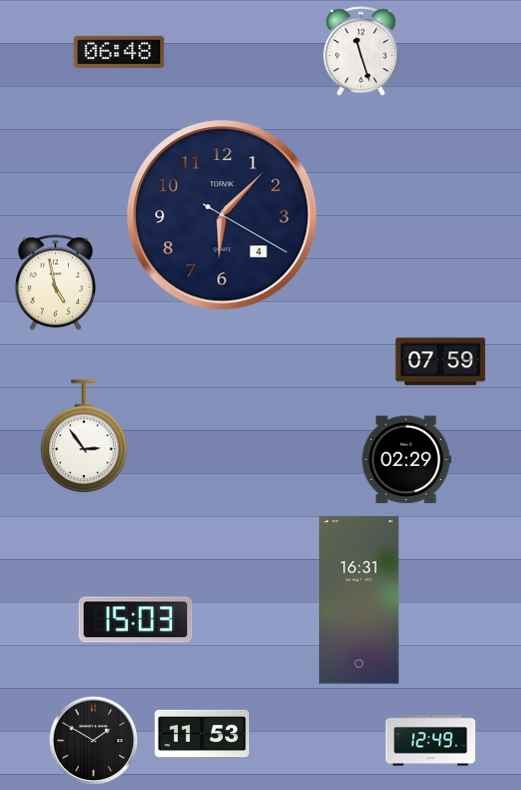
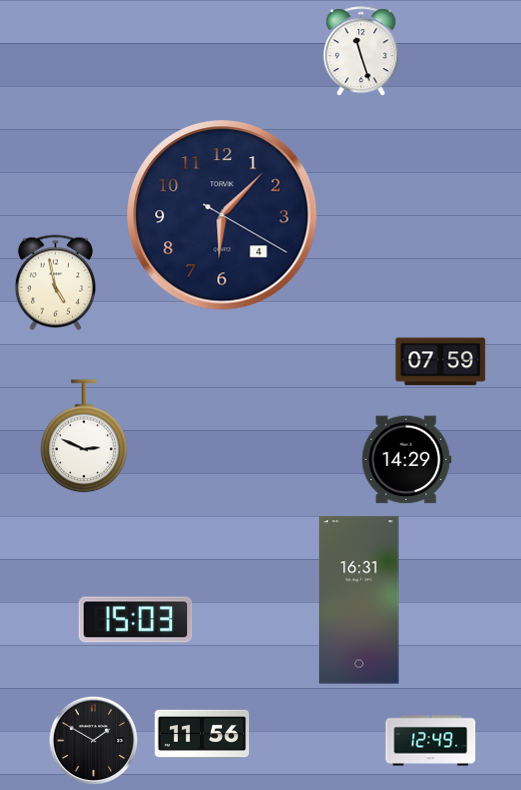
clock at (119, 52): 06:48 -> none
clock at (84, 436): 2:54 -> 2:49
clock at (407, 460): 02:29 -> 14:29
clock at (201, 734): 11:53 -> 11:56
